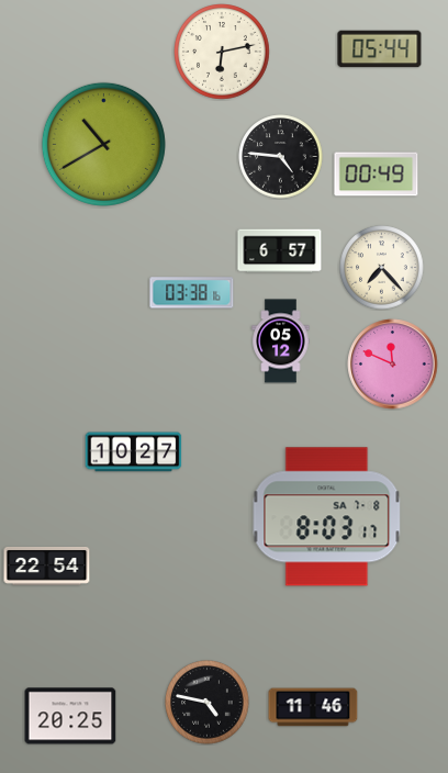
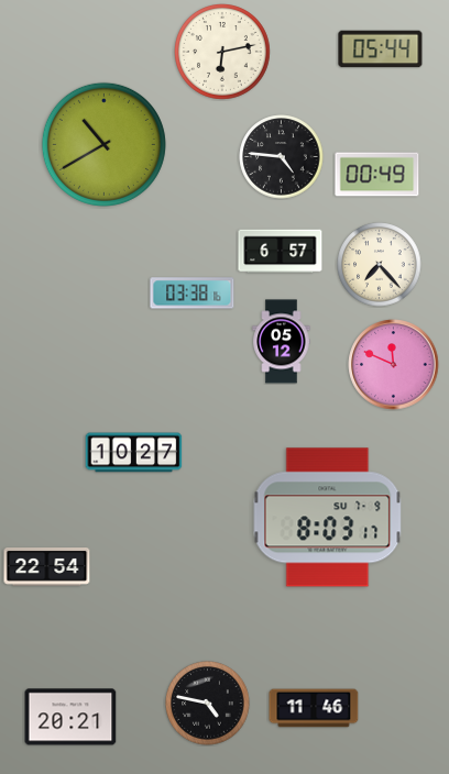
clock at (382, 268) position: (382, 268) -> (380, 265)
clock at (327, 517) date: SA 7-8 -> SU 7-9
clock at (70, 716): 20:25 -> 20:21
